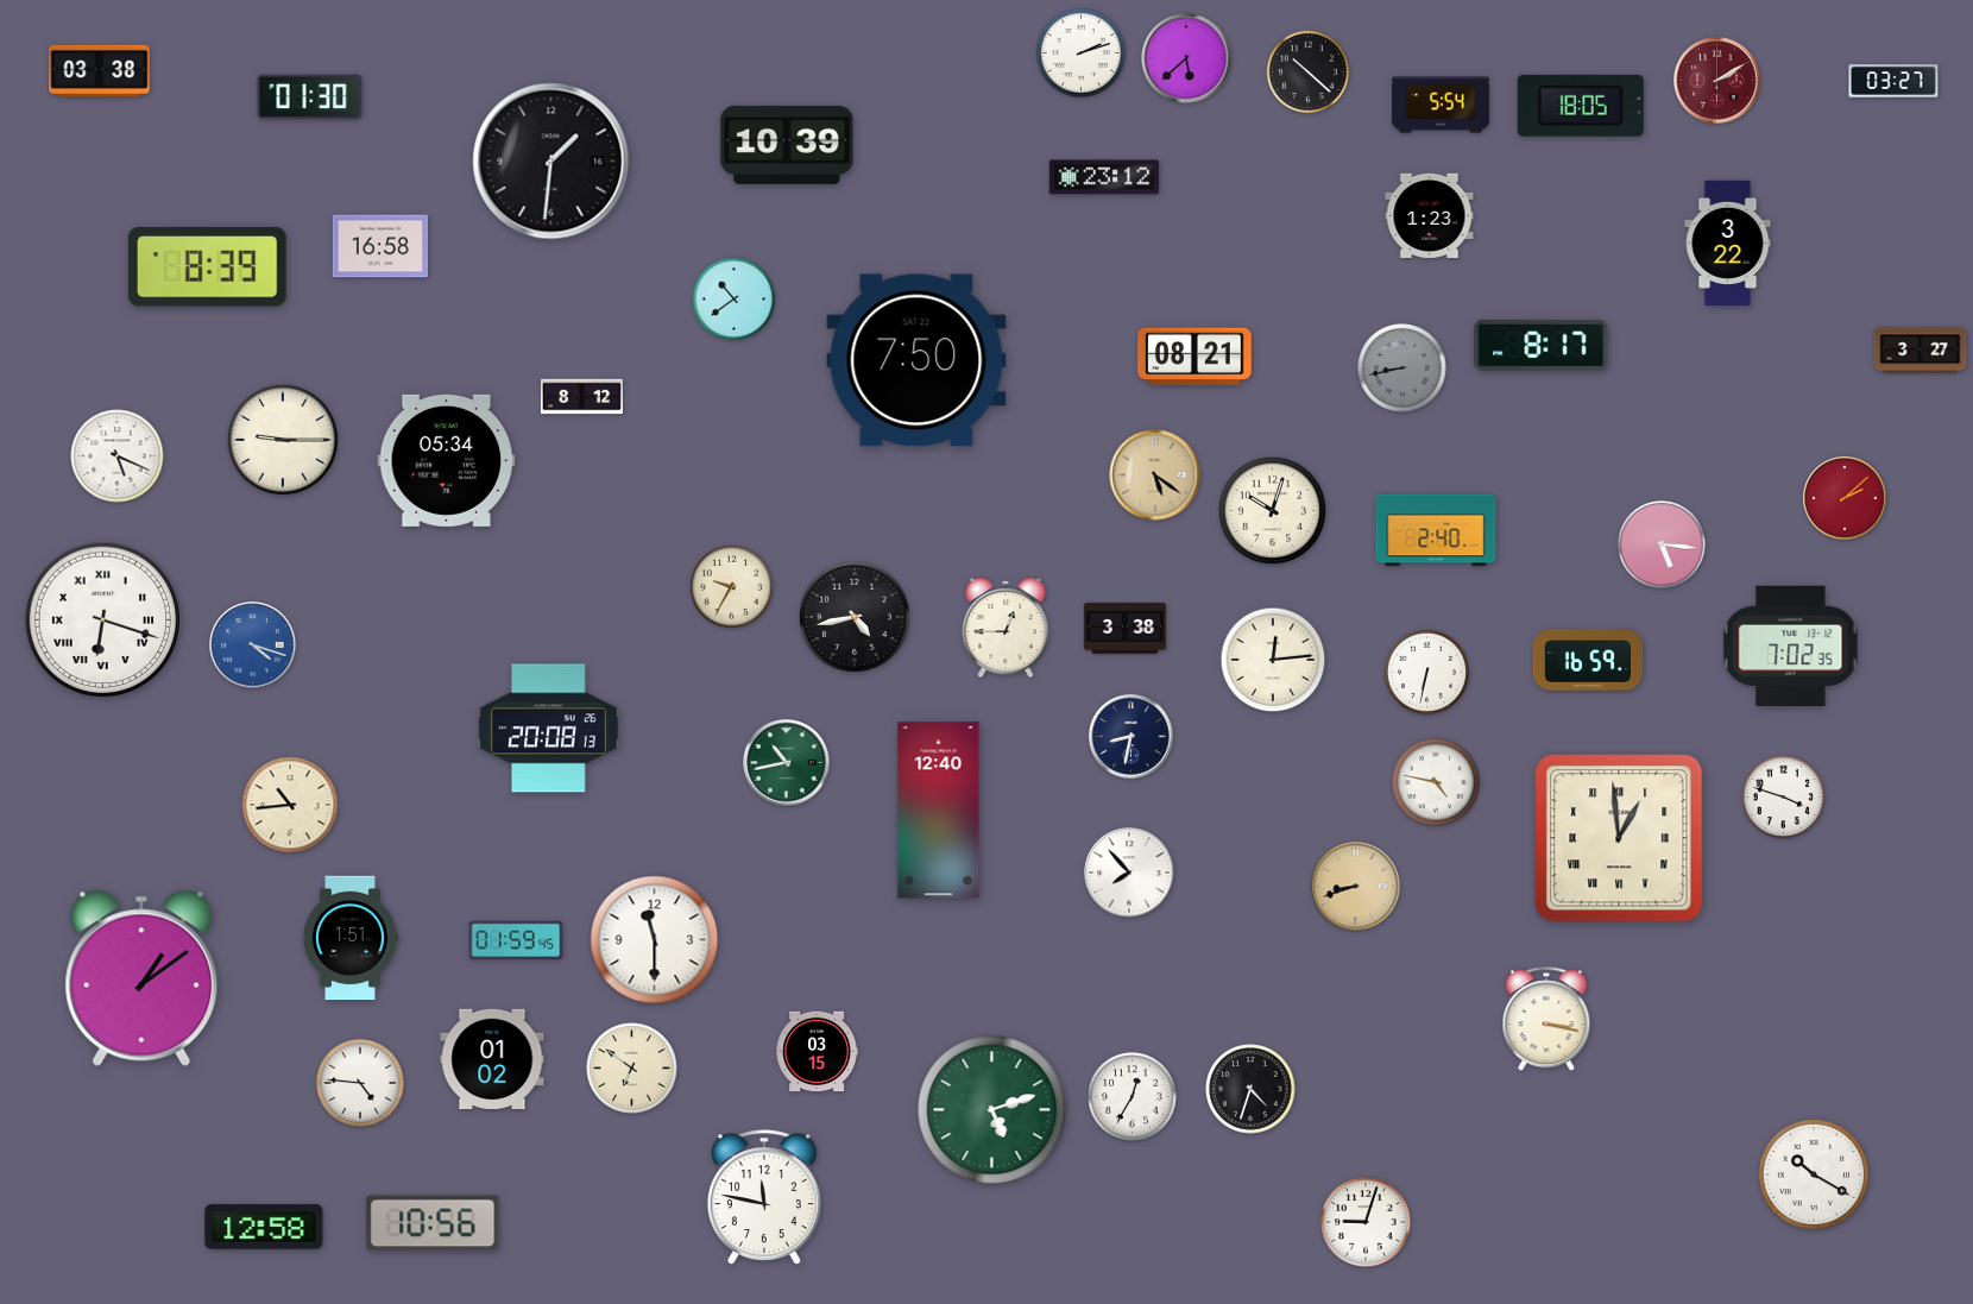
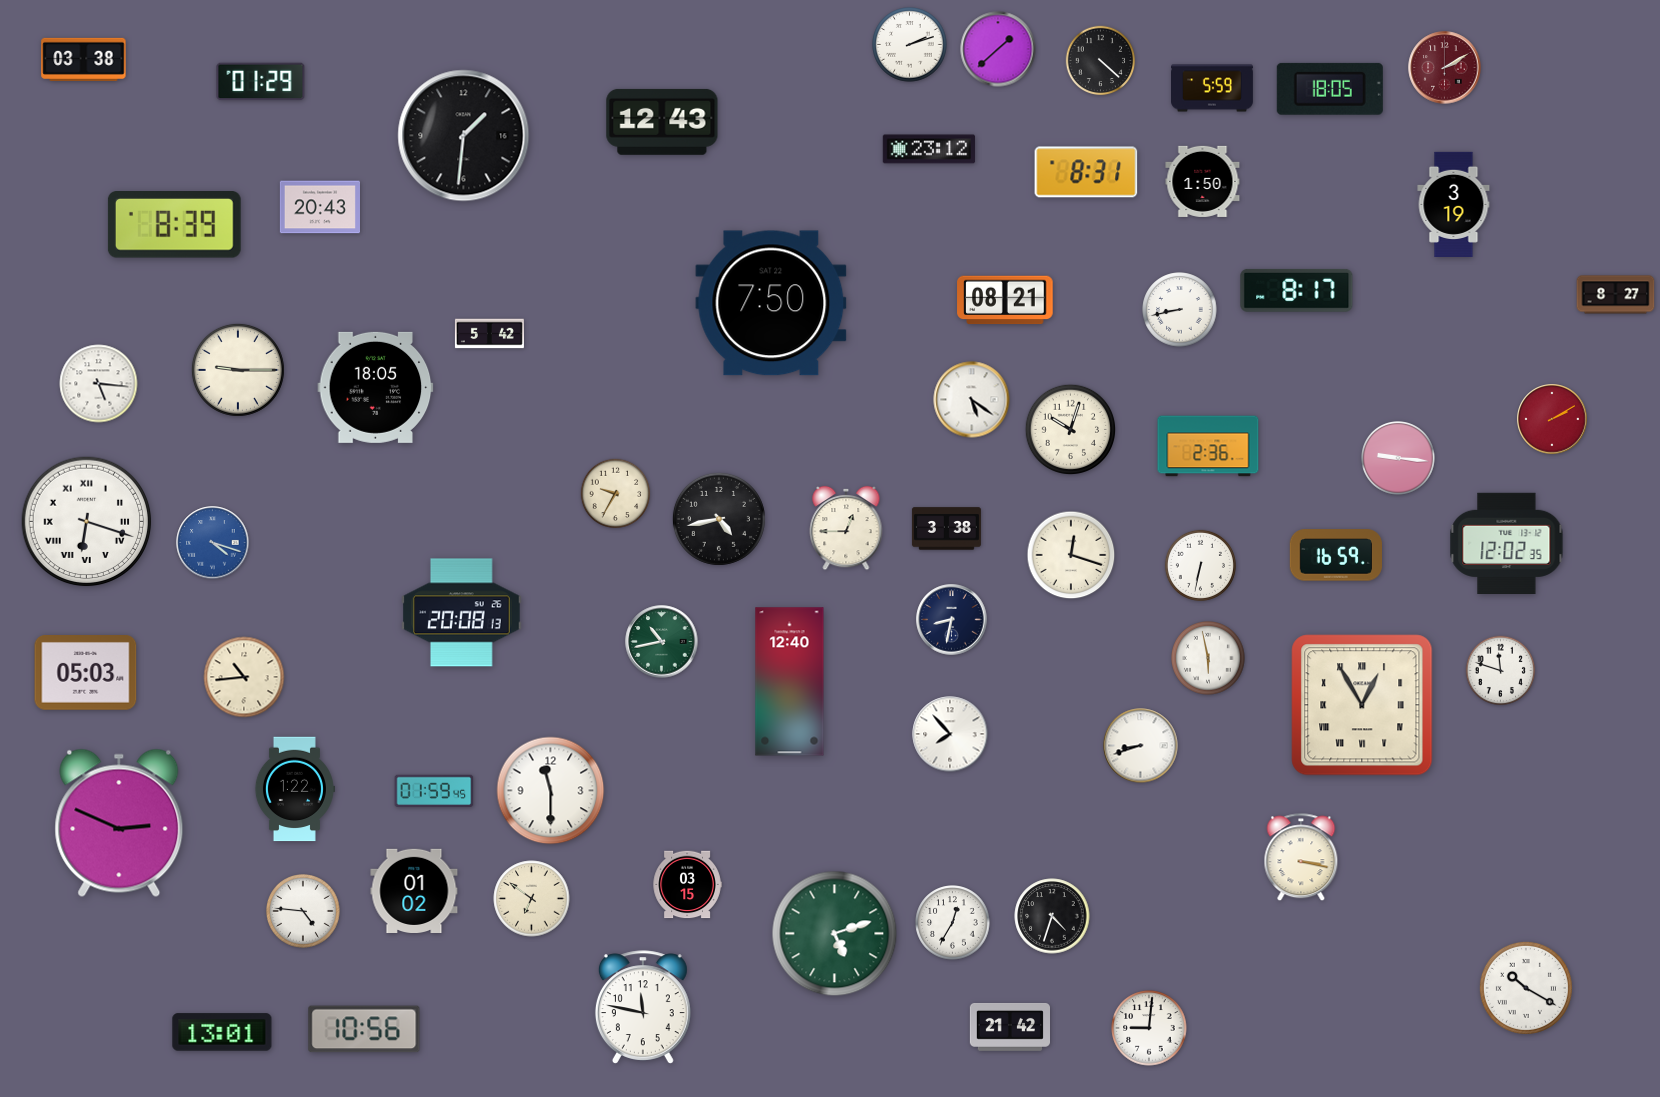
clock at (1186, 58): 5:38 -> 1:38
clock at (1309, 73): 10:22 -> 4:22
clock at (1893, 81): 03:27 -> none
clock at (310, 97): 01:30 -> 01:29
clock at (1442, 105): 5:54 -> 5:59
clock at (787, 145): 10:39 -> 12:43
clock at (1086, 172): none -> 8:31
clock at (1430, 215): 1:23 -> 1:50
clock at (1728, 242): 3:22 -> 3:19
clock at (379, 246): 16:58 -> 20:43
clock at (735, 300): 10:39 -> none
clock at (1921, 351): 3:27 -> 8:27
clock at (1402, 368) dial: grey -> white
clock at (581, 397): 8:12 -> 5:42
clock at (118, 456): 5:19 -> 5:16
clock at (447, 460): 05:34 -> 18:05
clock at (1155, 475) dial: champagne -> white
clock at (1845, 498): 2:08 -> 2:10
clock at (1436, 530): 2:40 -> 2:36
clock at (1663, 546): 5:16 -> 9:16
clock at (1791, 645): 7:02 -> 12:02
clock at (1273, 660): 12:14 -> 12:18
clock at (1437, 783): 4:47 -> 5:58
clock at (1784, 798): 3:48 -> 11:48
clock at (86, 673): none -> 05:03
clock at (1619, 838): 12:59 -> 12:55
clock at (1356, 887) dial: champagne -> white
clock at (349, 938): 1:51 -> 1:22
clock at (141, 978): 1:09 -> 2:49
clock at (1009, 1027): none -> 21:42
clock at (1366, 1222): 9:03 -> 9:01
clock at (264, 1227): 12:58 -> 13:01
